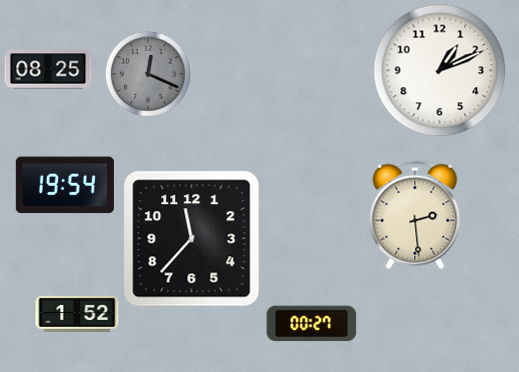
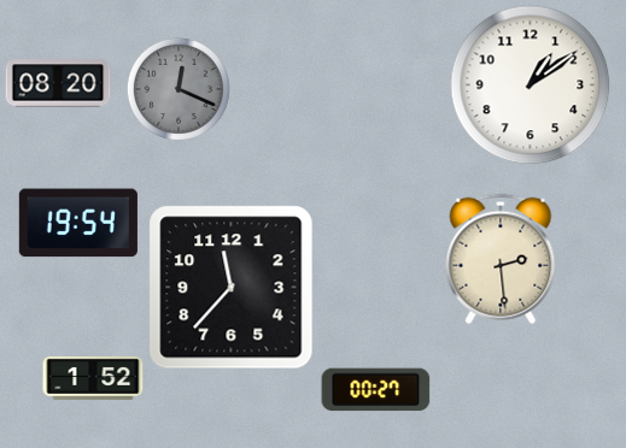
clock at (48, 69): 08:25 -> 08:20
clock at (440, 71): 1:11 -> 1:09
